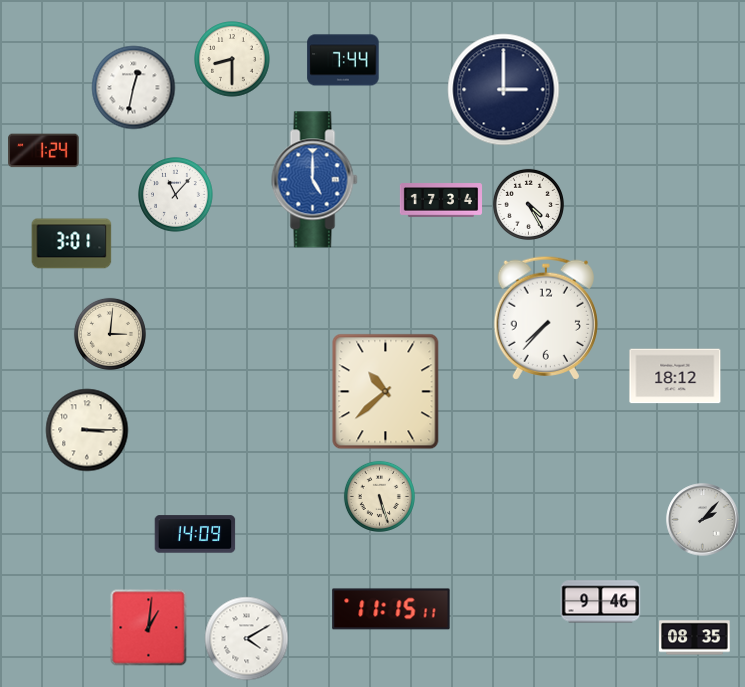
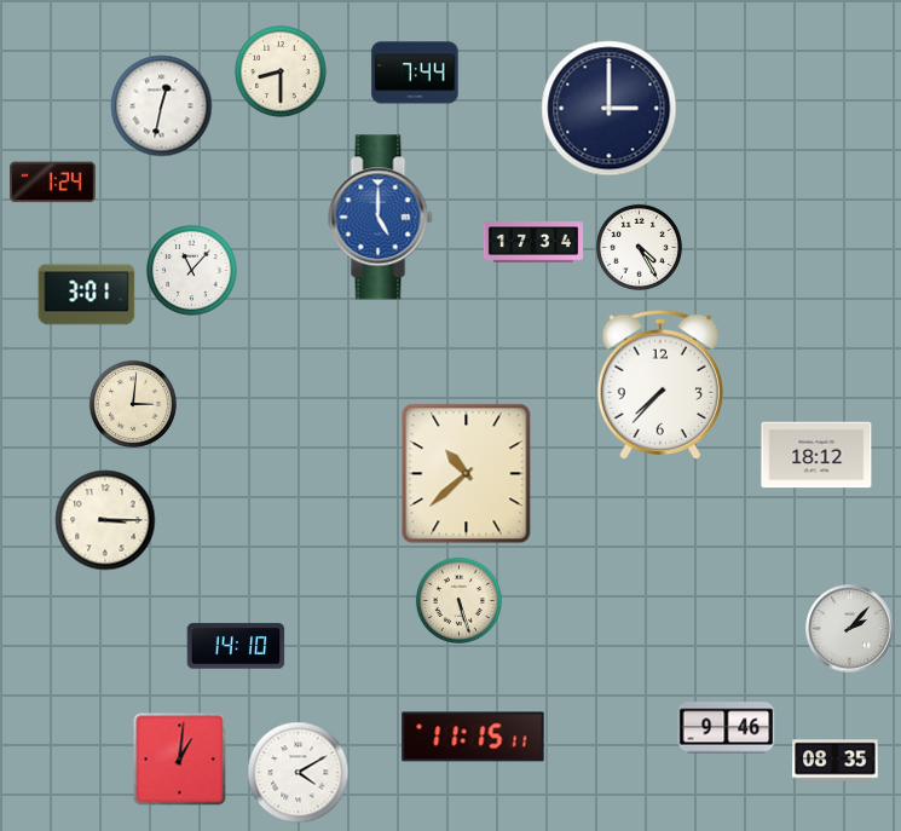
clock at (176, 195) position: (176, 195) -> (192, 271)
clock at (195, 534): 14:09 -> 14:10
clock at (695, 638) position: (695, 638) -> (836, 761)
